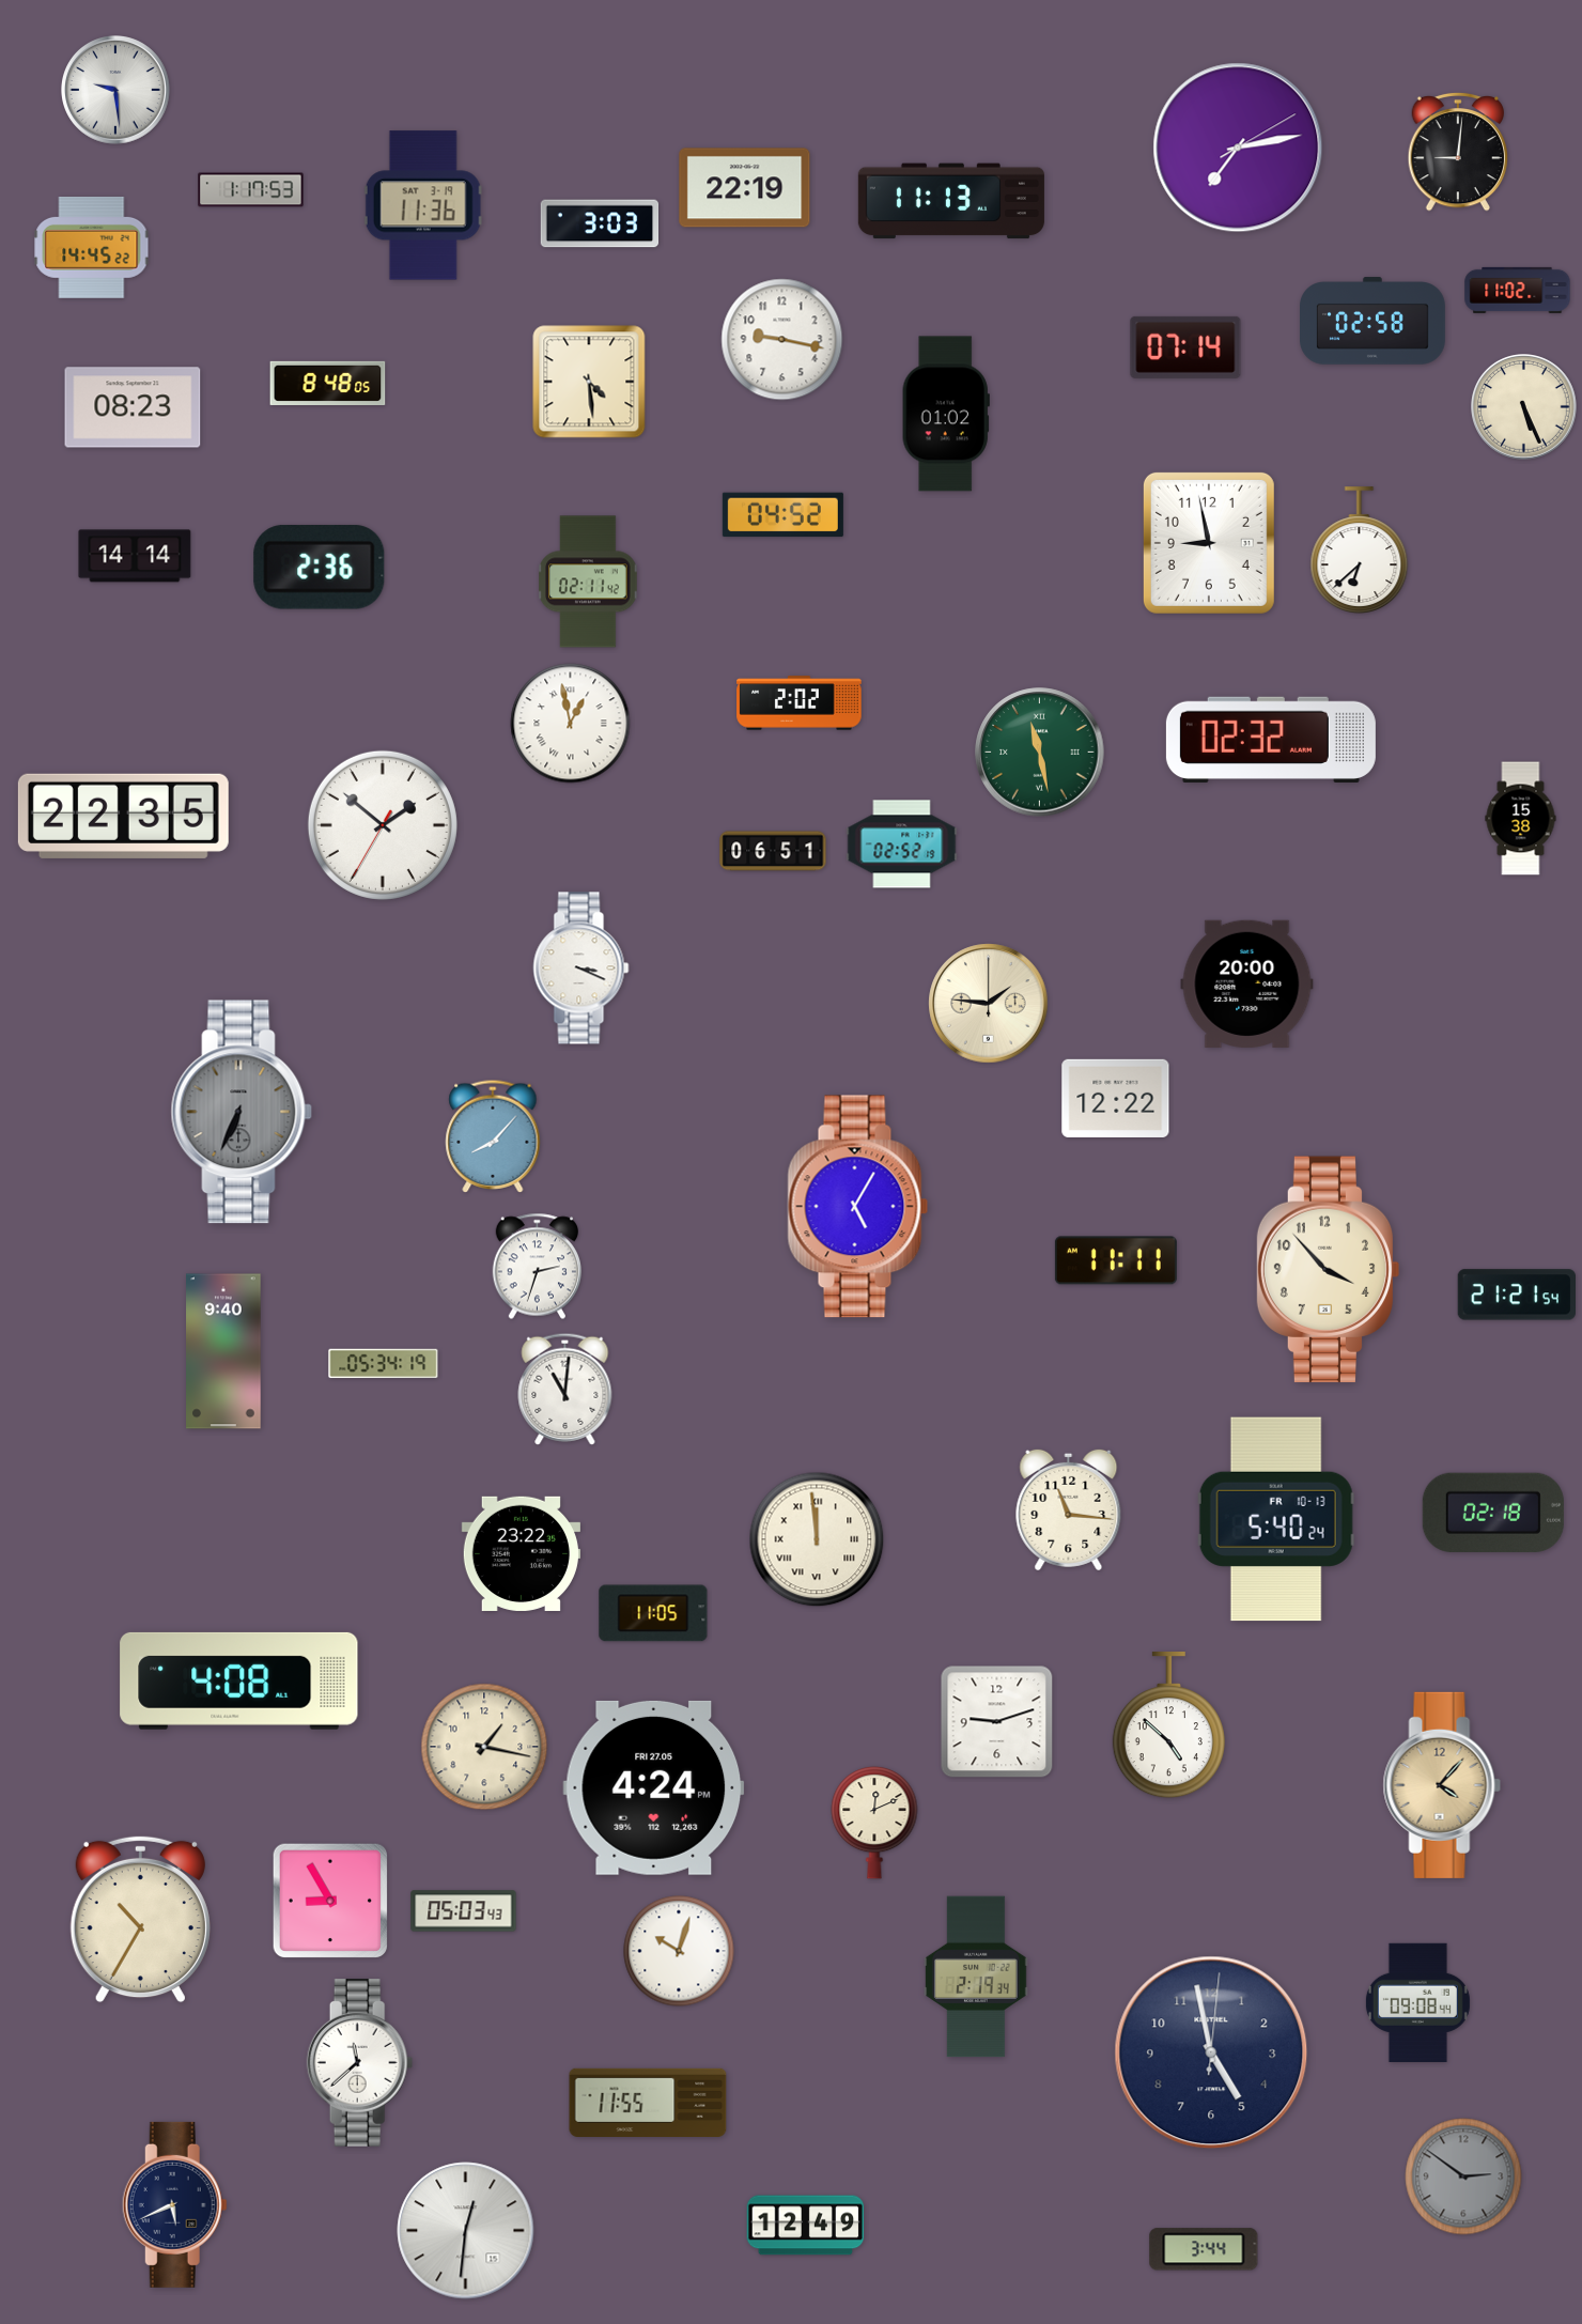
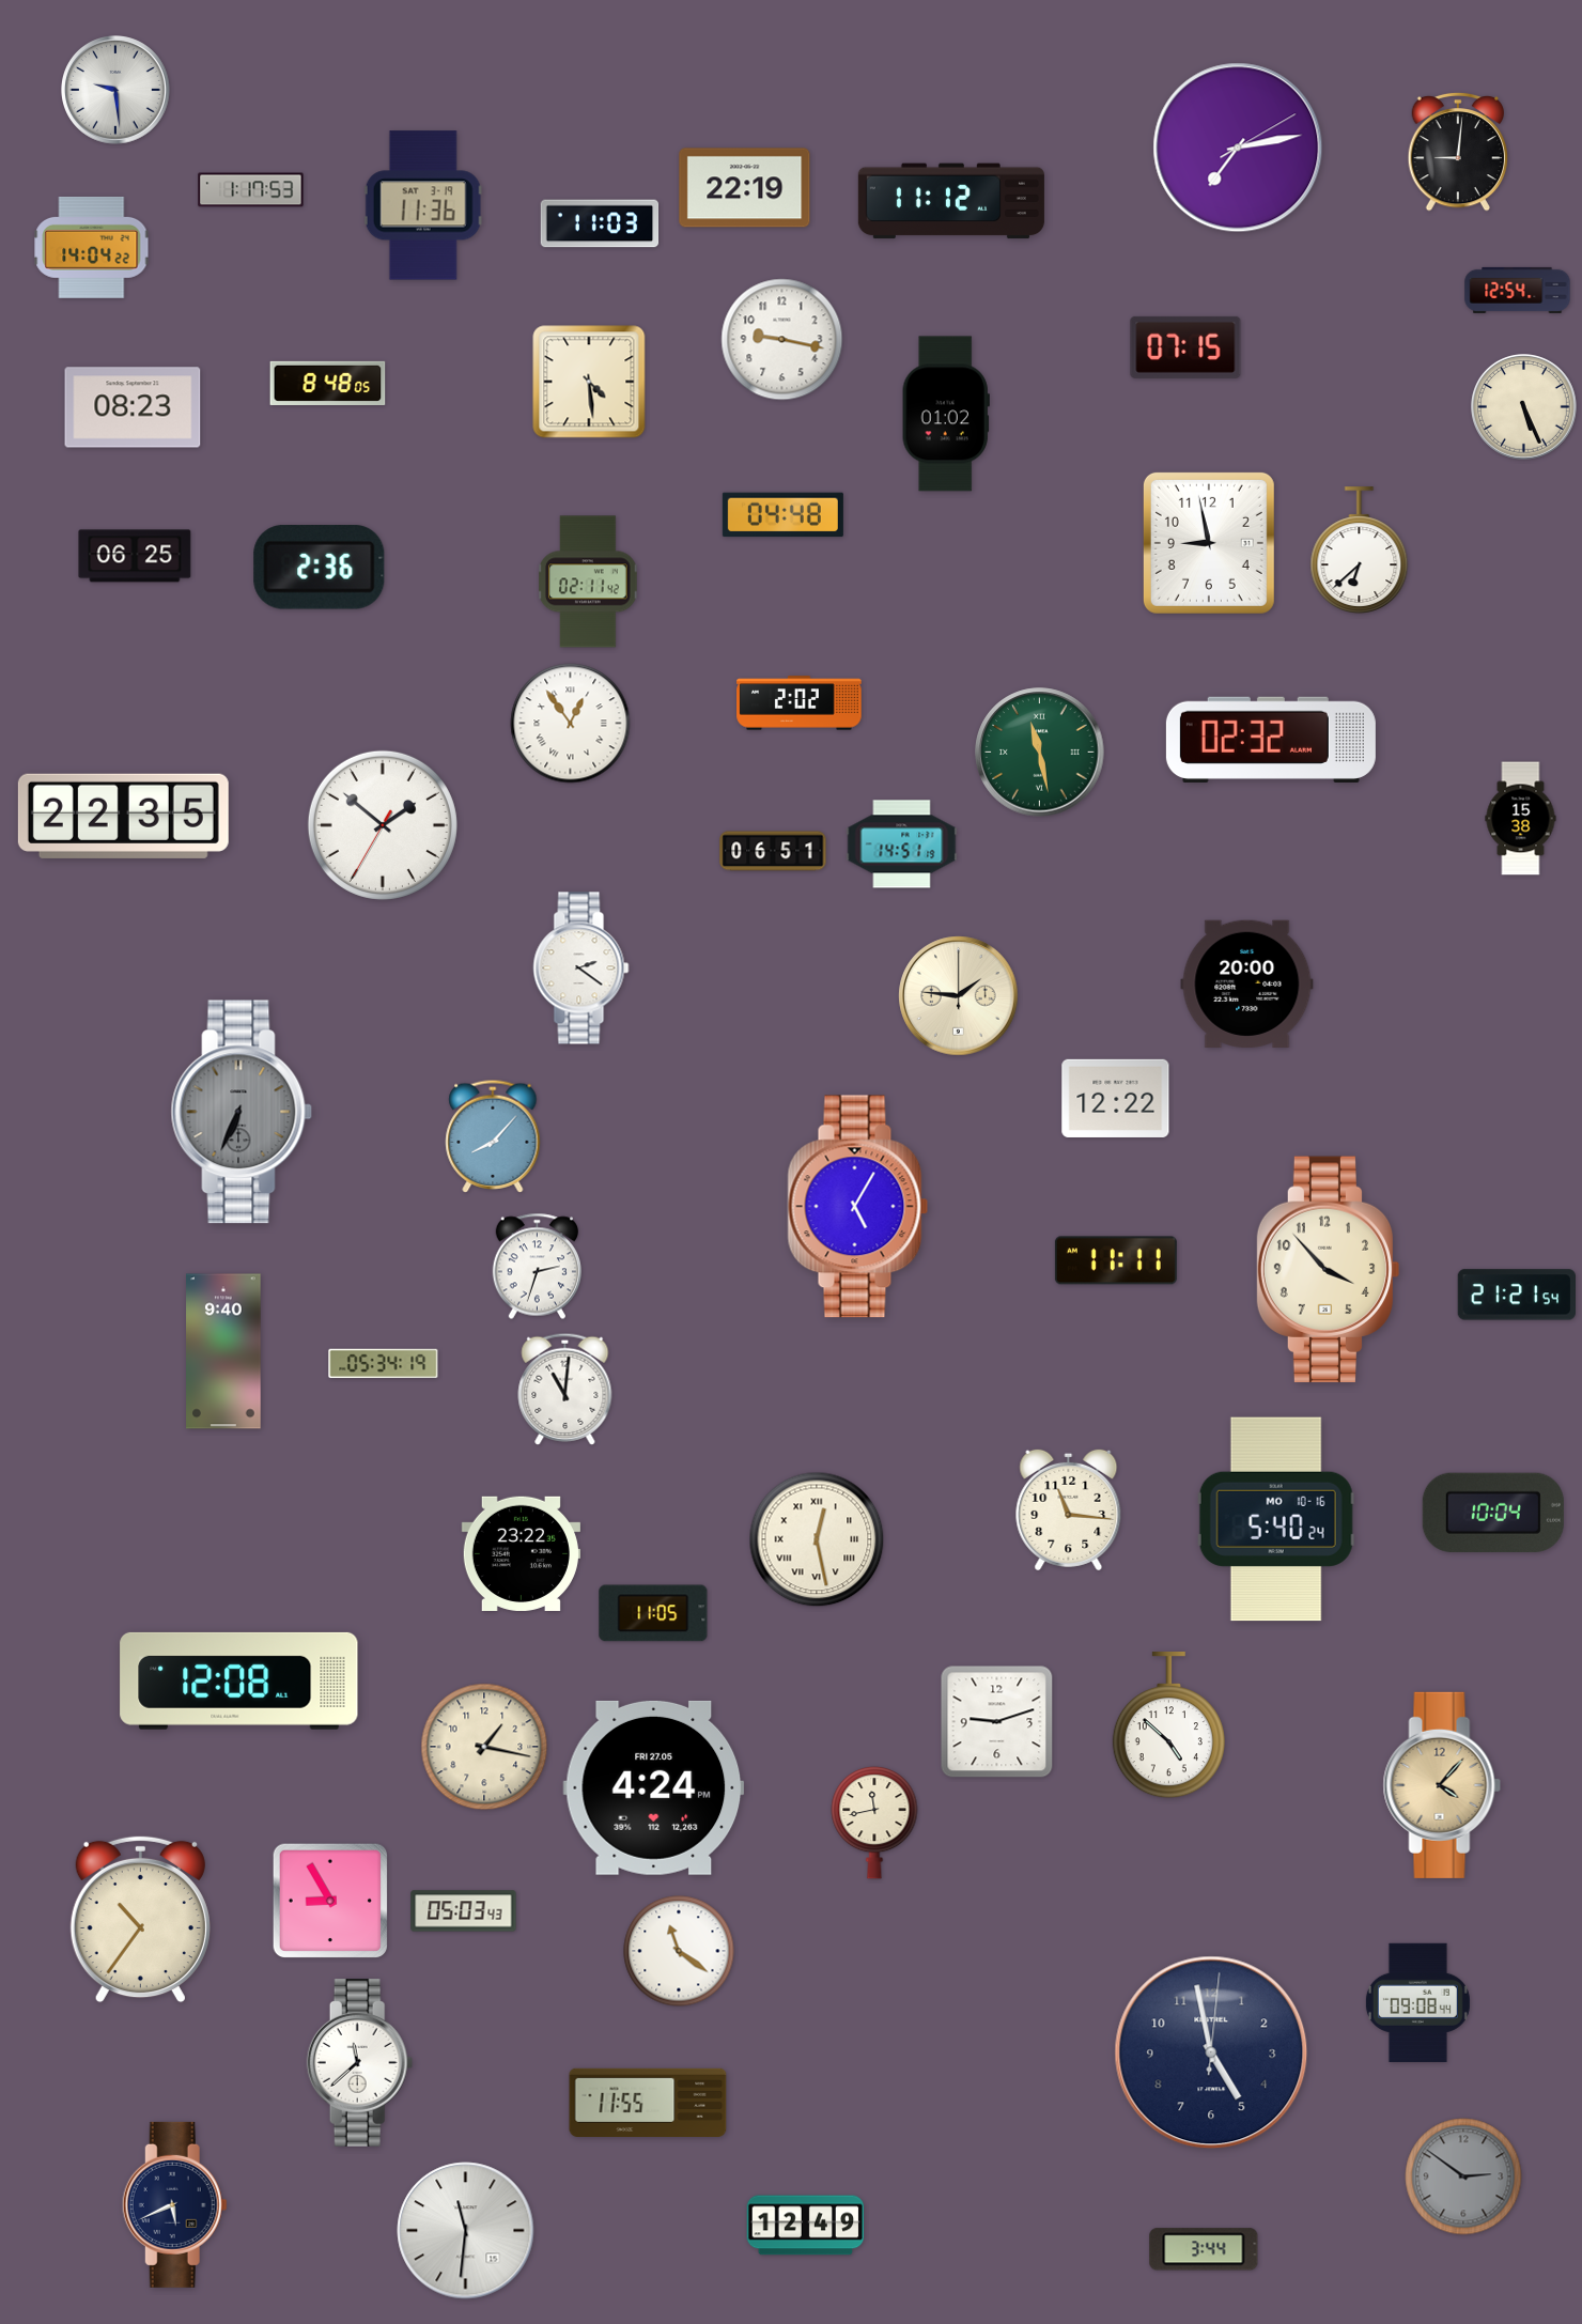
clock at (951, 201): 11:13 -> 11:12
clock at (600, 223): 3:03 -> 11:03
clock at (92, 247): 14:45 -> 14:04
clock at (1518, 290): 11:02 -> 12:54
clock at (1374, 321): 02:58 -> none
clock at (1185, 347): 07:14 -> 07:15
clock at (782, 515): 04:52 -> 04:48
clock at (135, 556): 14:14 -> 06:25
clock at (571, 724): 12:58 -> 12:54
clock at (902, 845): 02:52 -> 14:51
clock at (581, 969): 3:19 -> 2:21
clock at (989, 1004) position: (989, 1004) -> (959, 996)
clock at (1493, 1512): 02:18 -> 10:04
clock at (1276, 1519) date: FR 10-13 -> MO 10-16
clock at (817, 1539): 11:59 -> 12:28
clock at (239, 1680): 4:08 -> 12:08
clock at (874, 1823): 12:11 -> 11:43
clock at (140, 1920): 10:35 -> 10:36
clock at (679, 1951): 10:03 -> 11:21
clock at (976, 1977): 2:19 -> none
clock at (466, 2231): 12:31 -> 11:31
